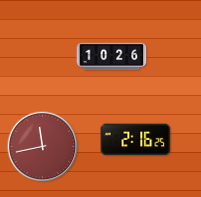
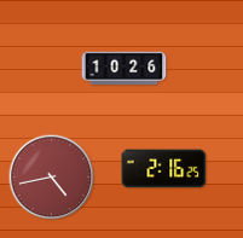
clock at (112, 57) position: (112, 57) -> (125, 69)
clock at (43, 147): 11:43 -> 4:43
